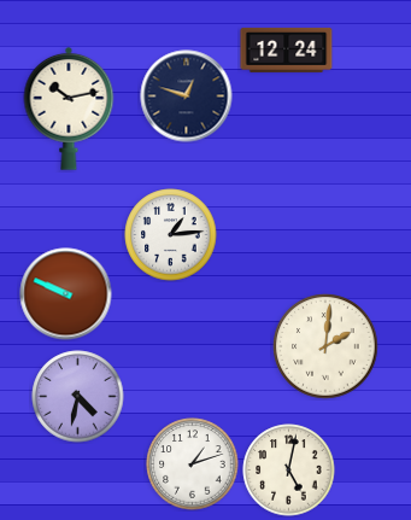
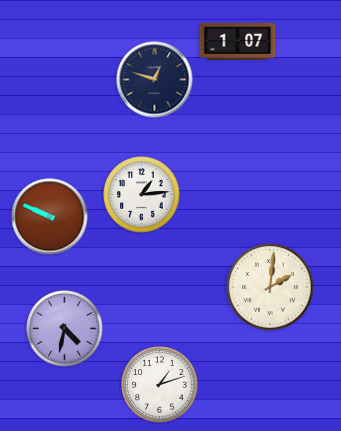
clock at (287, 49): 12:24 -> 1:07
clock at (69, 109): 10:13 -> none
clock at (66, 294) position: (66, 294) -> (50, 217)
clock at (289, 471): 5:02 -> none
